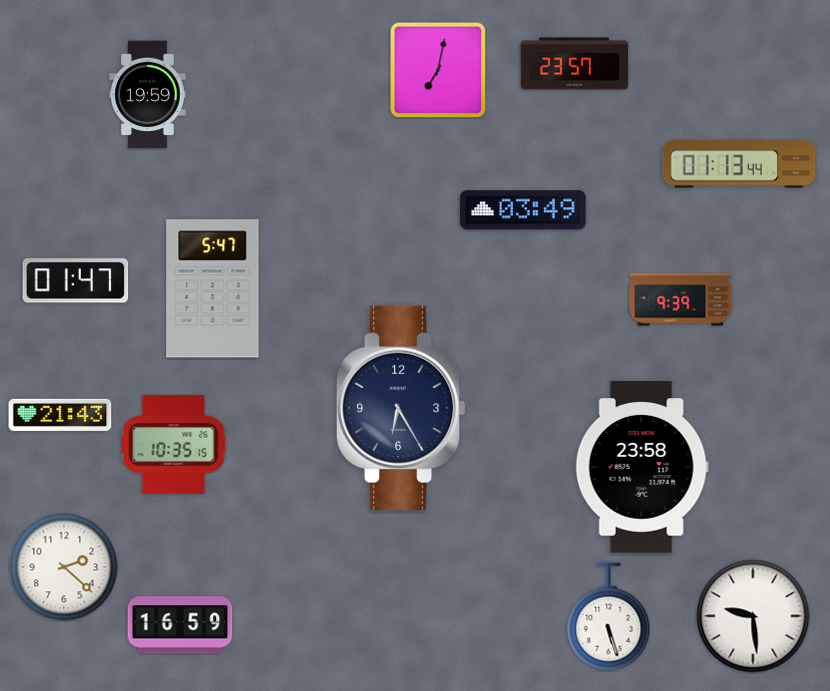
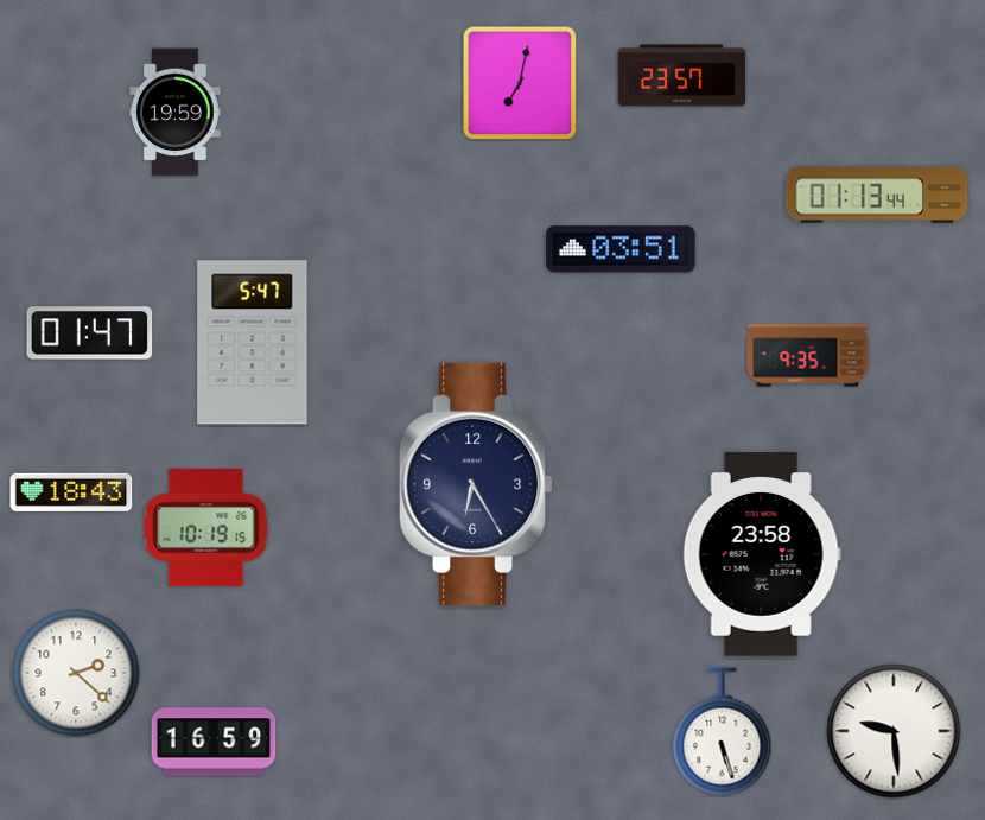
clock at (523, 210): 03:49 -> 03:51
clock at (681, 300): 9:39 -> 9:35
clock at (60, 415): 21:43 -> 18:43
clock at (174, 444): 10:35 -> 10:19
